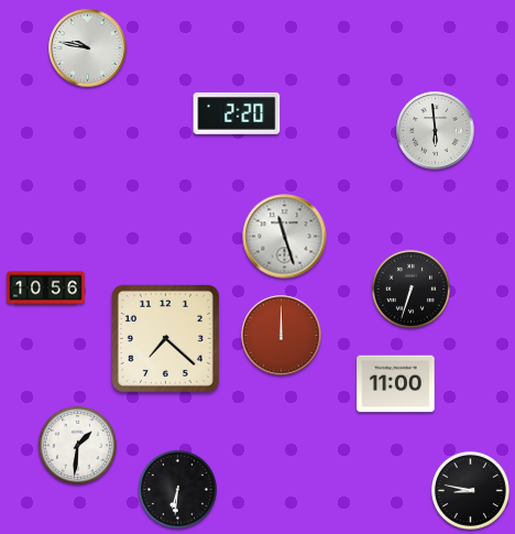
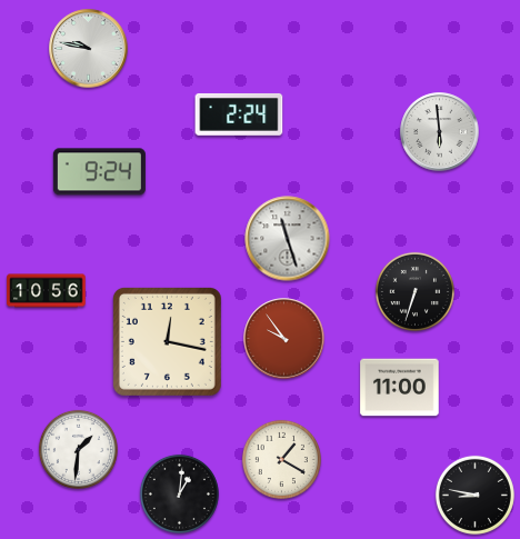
clock at (237, 113): 2:20 -> 2:24
clock at (99, 172): none -> 9:24
clock at (282, 336): 12:00 -> 9:54
clock at (165, 338): 7:22 -> 12:17
clock at (281, 459): none -> 1:20
clock at (177, 489): 6:31 -> 1:01
